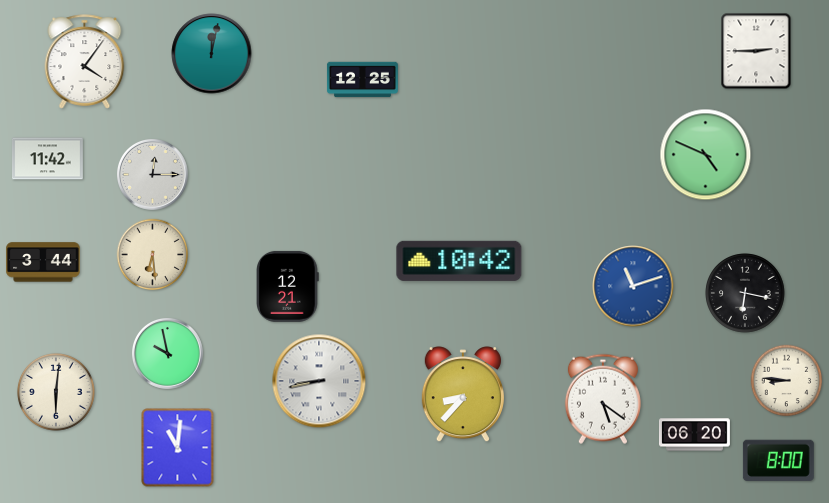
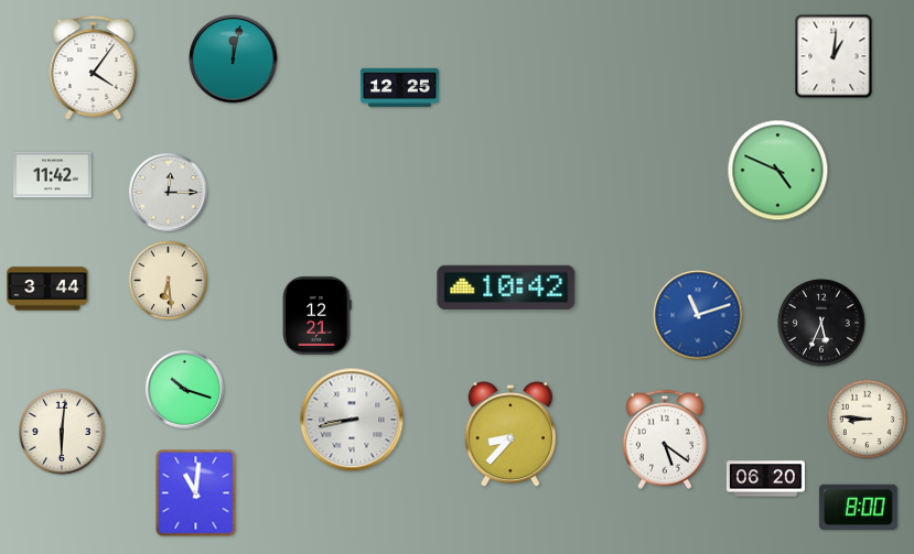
clock at (756, 51): 2:45 -> 1:01
clock at (745, 293): 6:17 -> 5:34
clock at (167, 353): 9:58 -> 10:18
